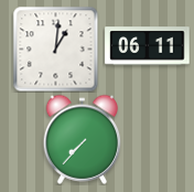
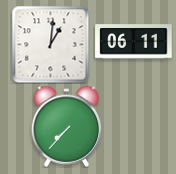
clock at (83, 139) position: (83, 139) -> (67, 126)
